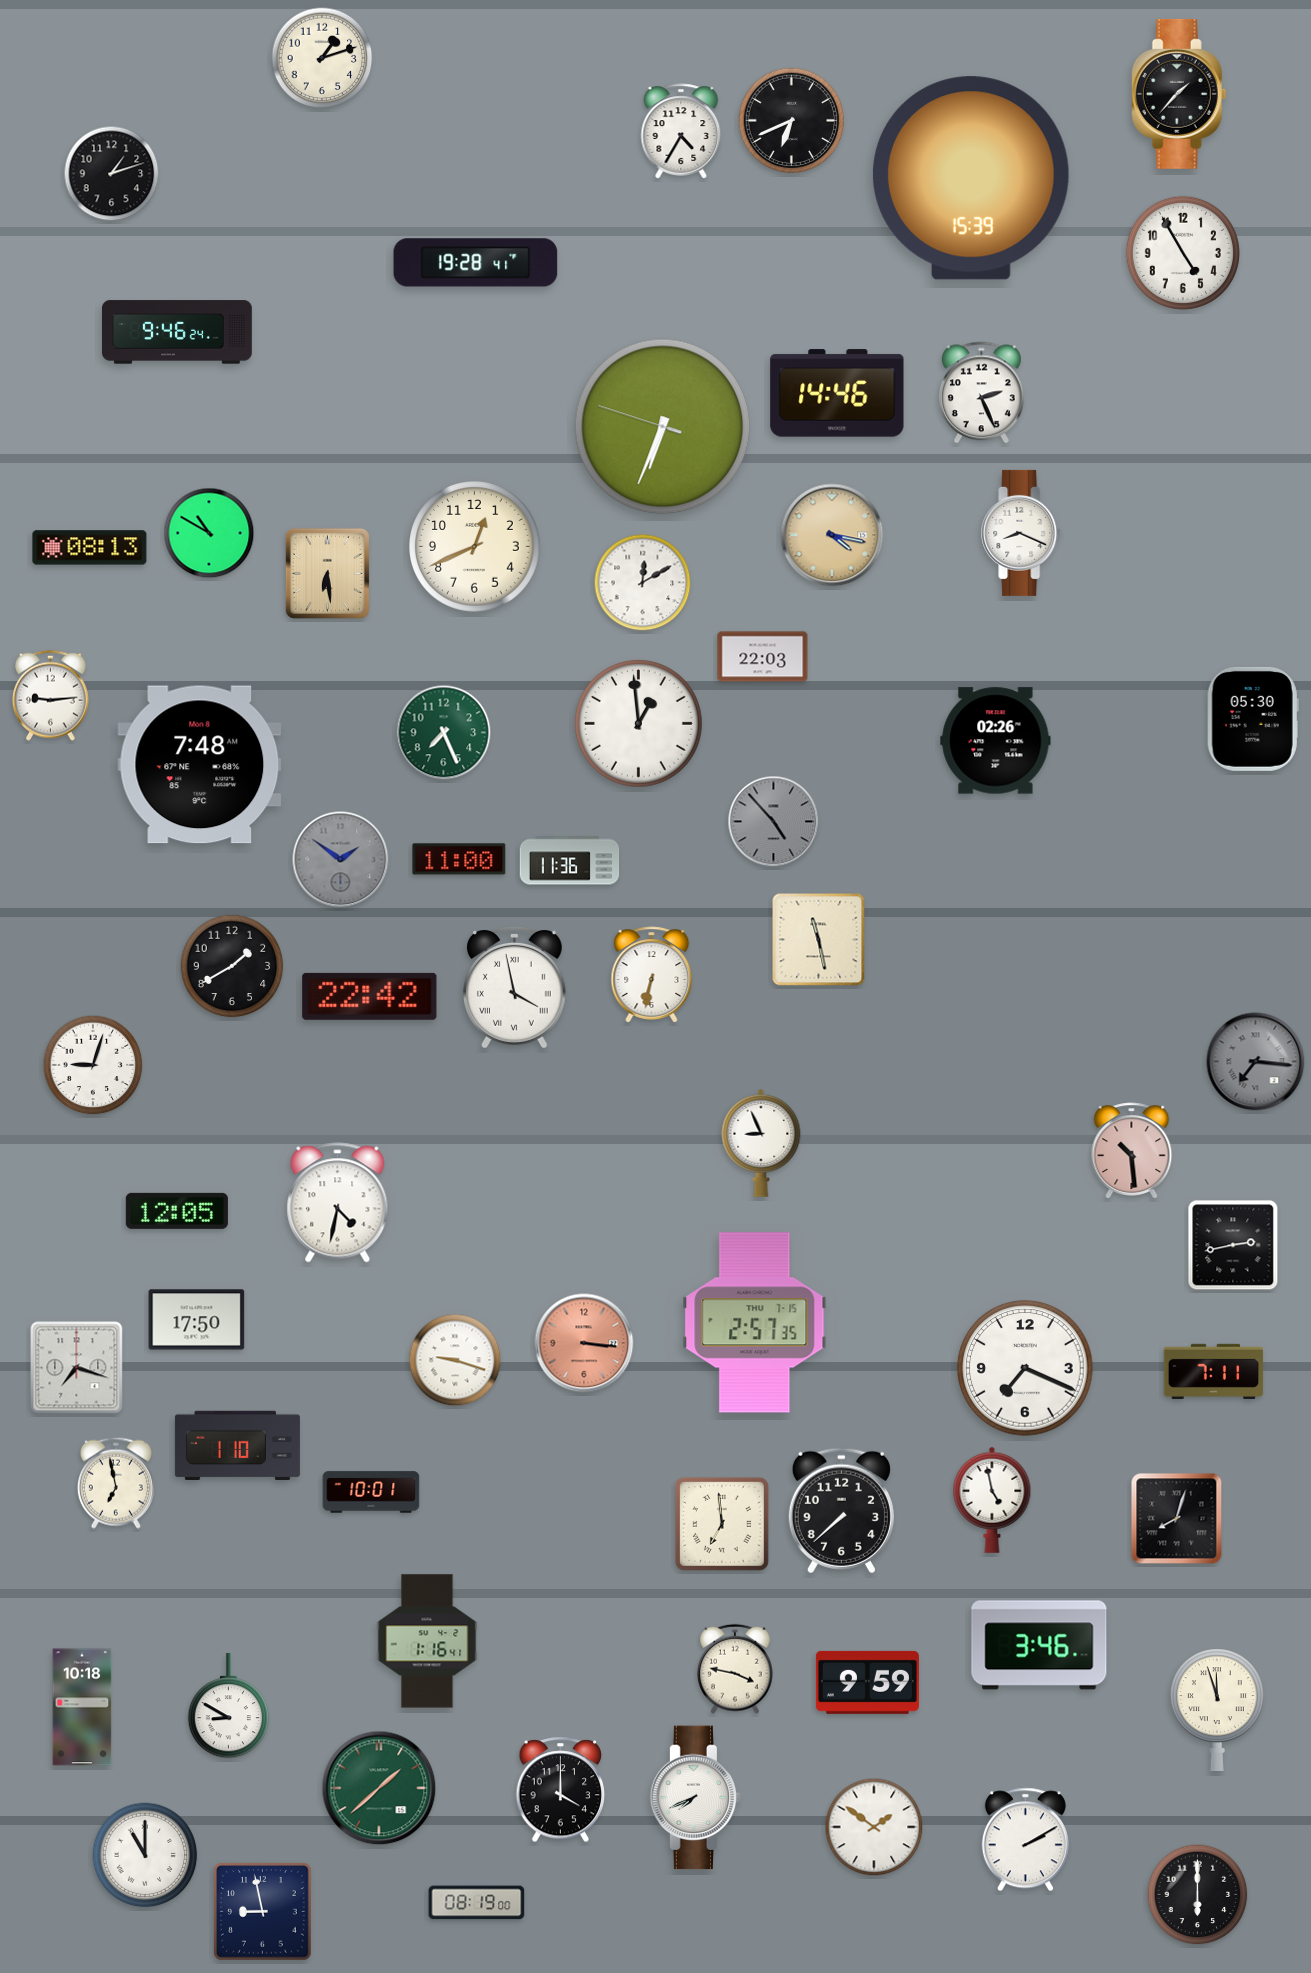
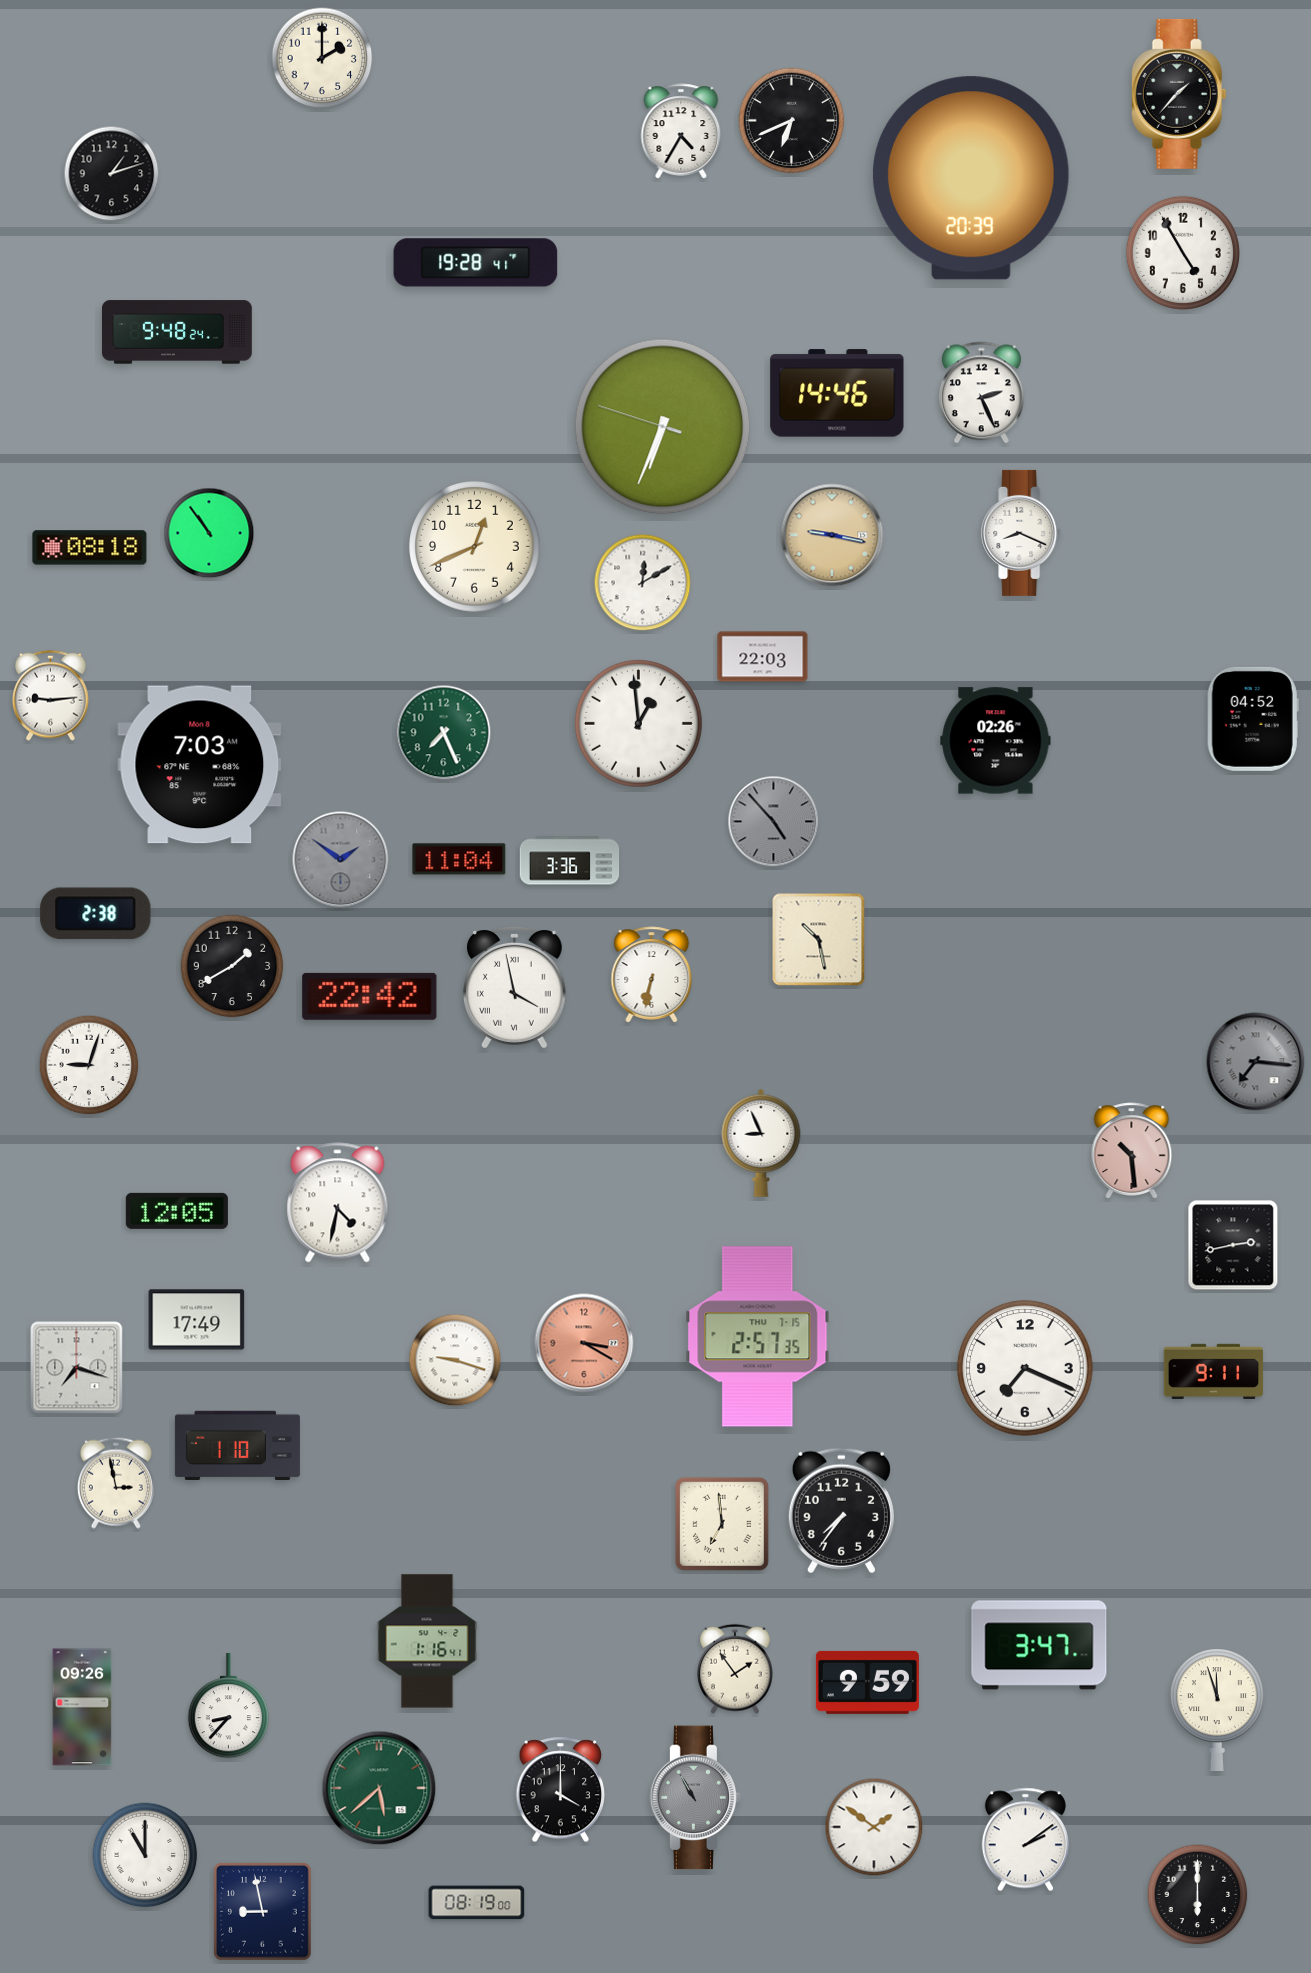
clock at (322, 58): 1:12 -> 2:00
clock at (971, 178): 15:39 -> 20:39
clock at (177, 332): 9:46 -> 9:48
clock at (209, 533): 10:50 -> 10:54
clock at (832, 535): 4:17 -> 9:17
clock at (90, 548): 08:13 -> 08:18
clock at (327, 573): 6:29 -> none
clock at (1253, 719): 05:30 -> 04:52
clock at (200, 765): 7:48 -> 7:03
clock at (459, 859): 11:00 -> 11:04
clock at (570, 861): 11:36 -> 3:36
clock at (96, 914): none -> 2:38
clock at (819, 940): 11:28 -> 10:28
clock at (93, 1065) position: (93, 1065) -> (89, 1065)
clock at (197, 1320): 17:50 -> 17:49
clock at (755, 1323) position: (755, 1323) -> (758, 1337)
clock at (584, 1343): 3:16 -> 3:20
clock at (1214, 1371): 7:11 -> 9:11
clock at (116, 1483): 6:58 -> 2:58
clock at (371, 1492): 10:01 -> none
clock at (992, 1500): 4:58 -> none
clock at (841, 1511): 7:38 -> 7:36
clock at (1177, 1519): 8:03 -> none
clock at (1039, 1645): 3:46 -> 3:47
clock at (735, 1669): 3:47 -> 1:54
clock at (229, 1706): 8:50 -> 8:37
clock at (82, 1707): 10:18 -> 09:26
clock at (379, 1788): 1:38 -> 5:38
clock at (696, 1798): 7:41 -> 10:55
clock at (696, 1798) dial: white -> grey
clock at (1025, 1840): 2:10 -> 2:09
